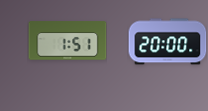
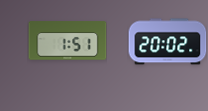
clock at (167, 42): 20:00 -> 20:02
